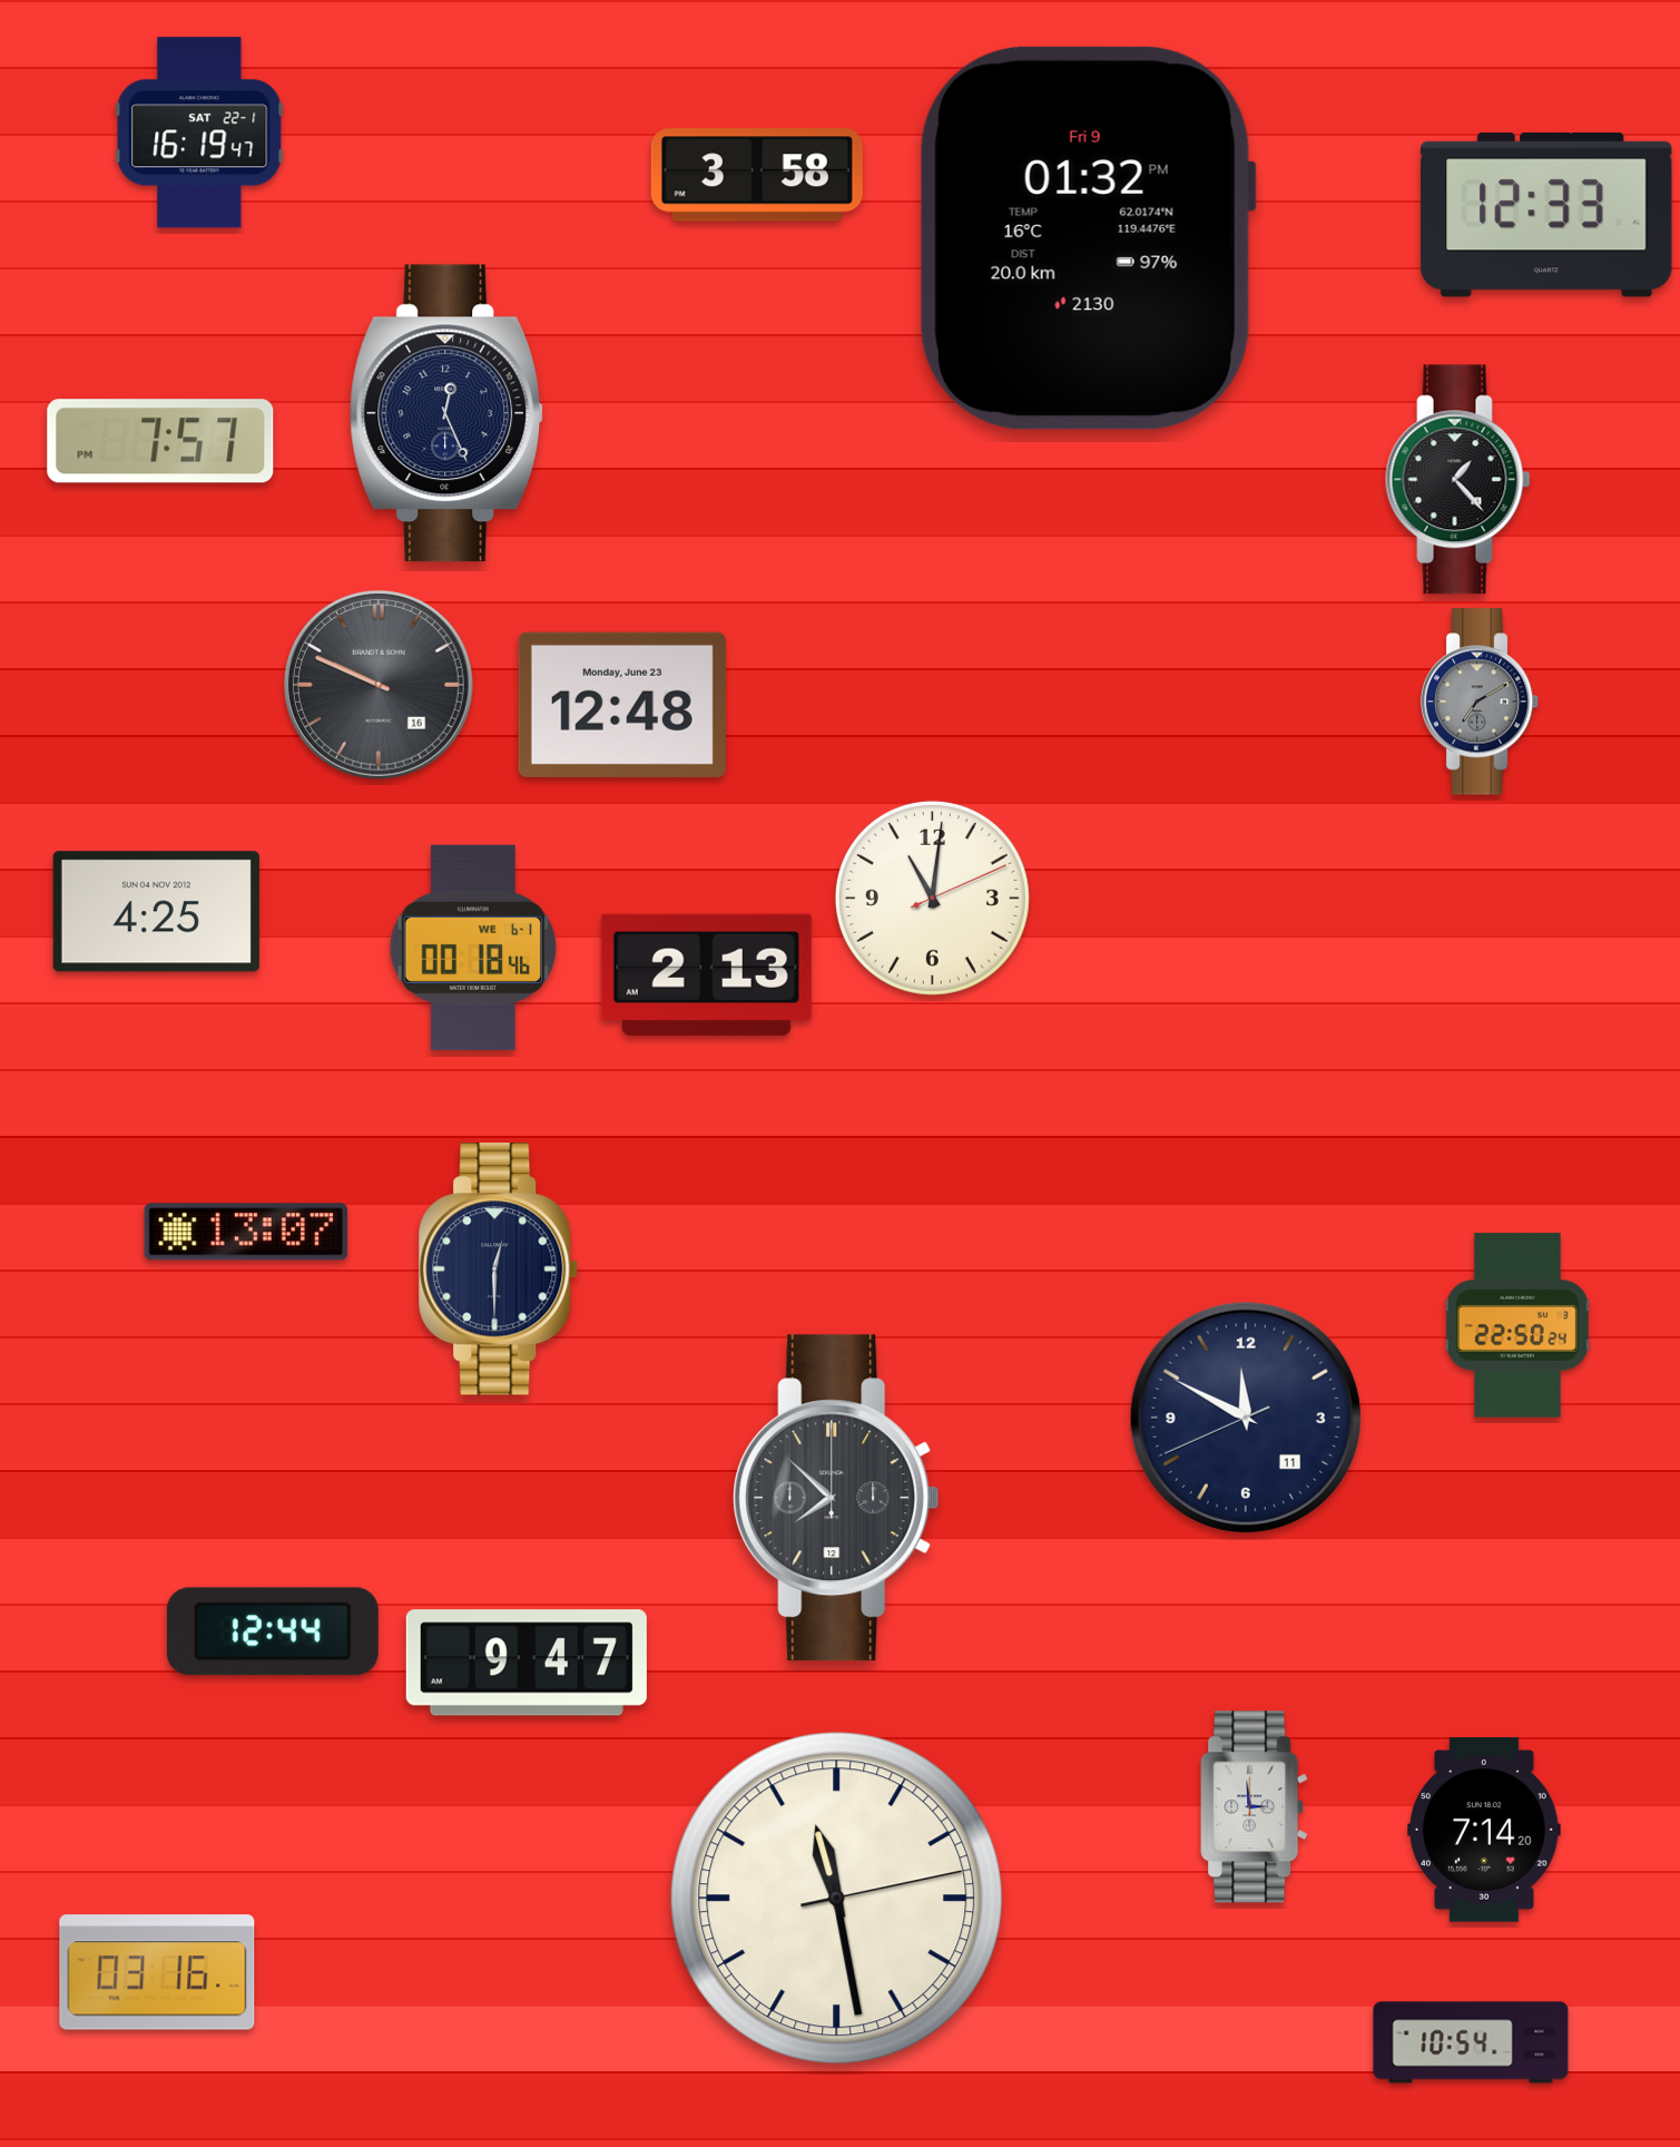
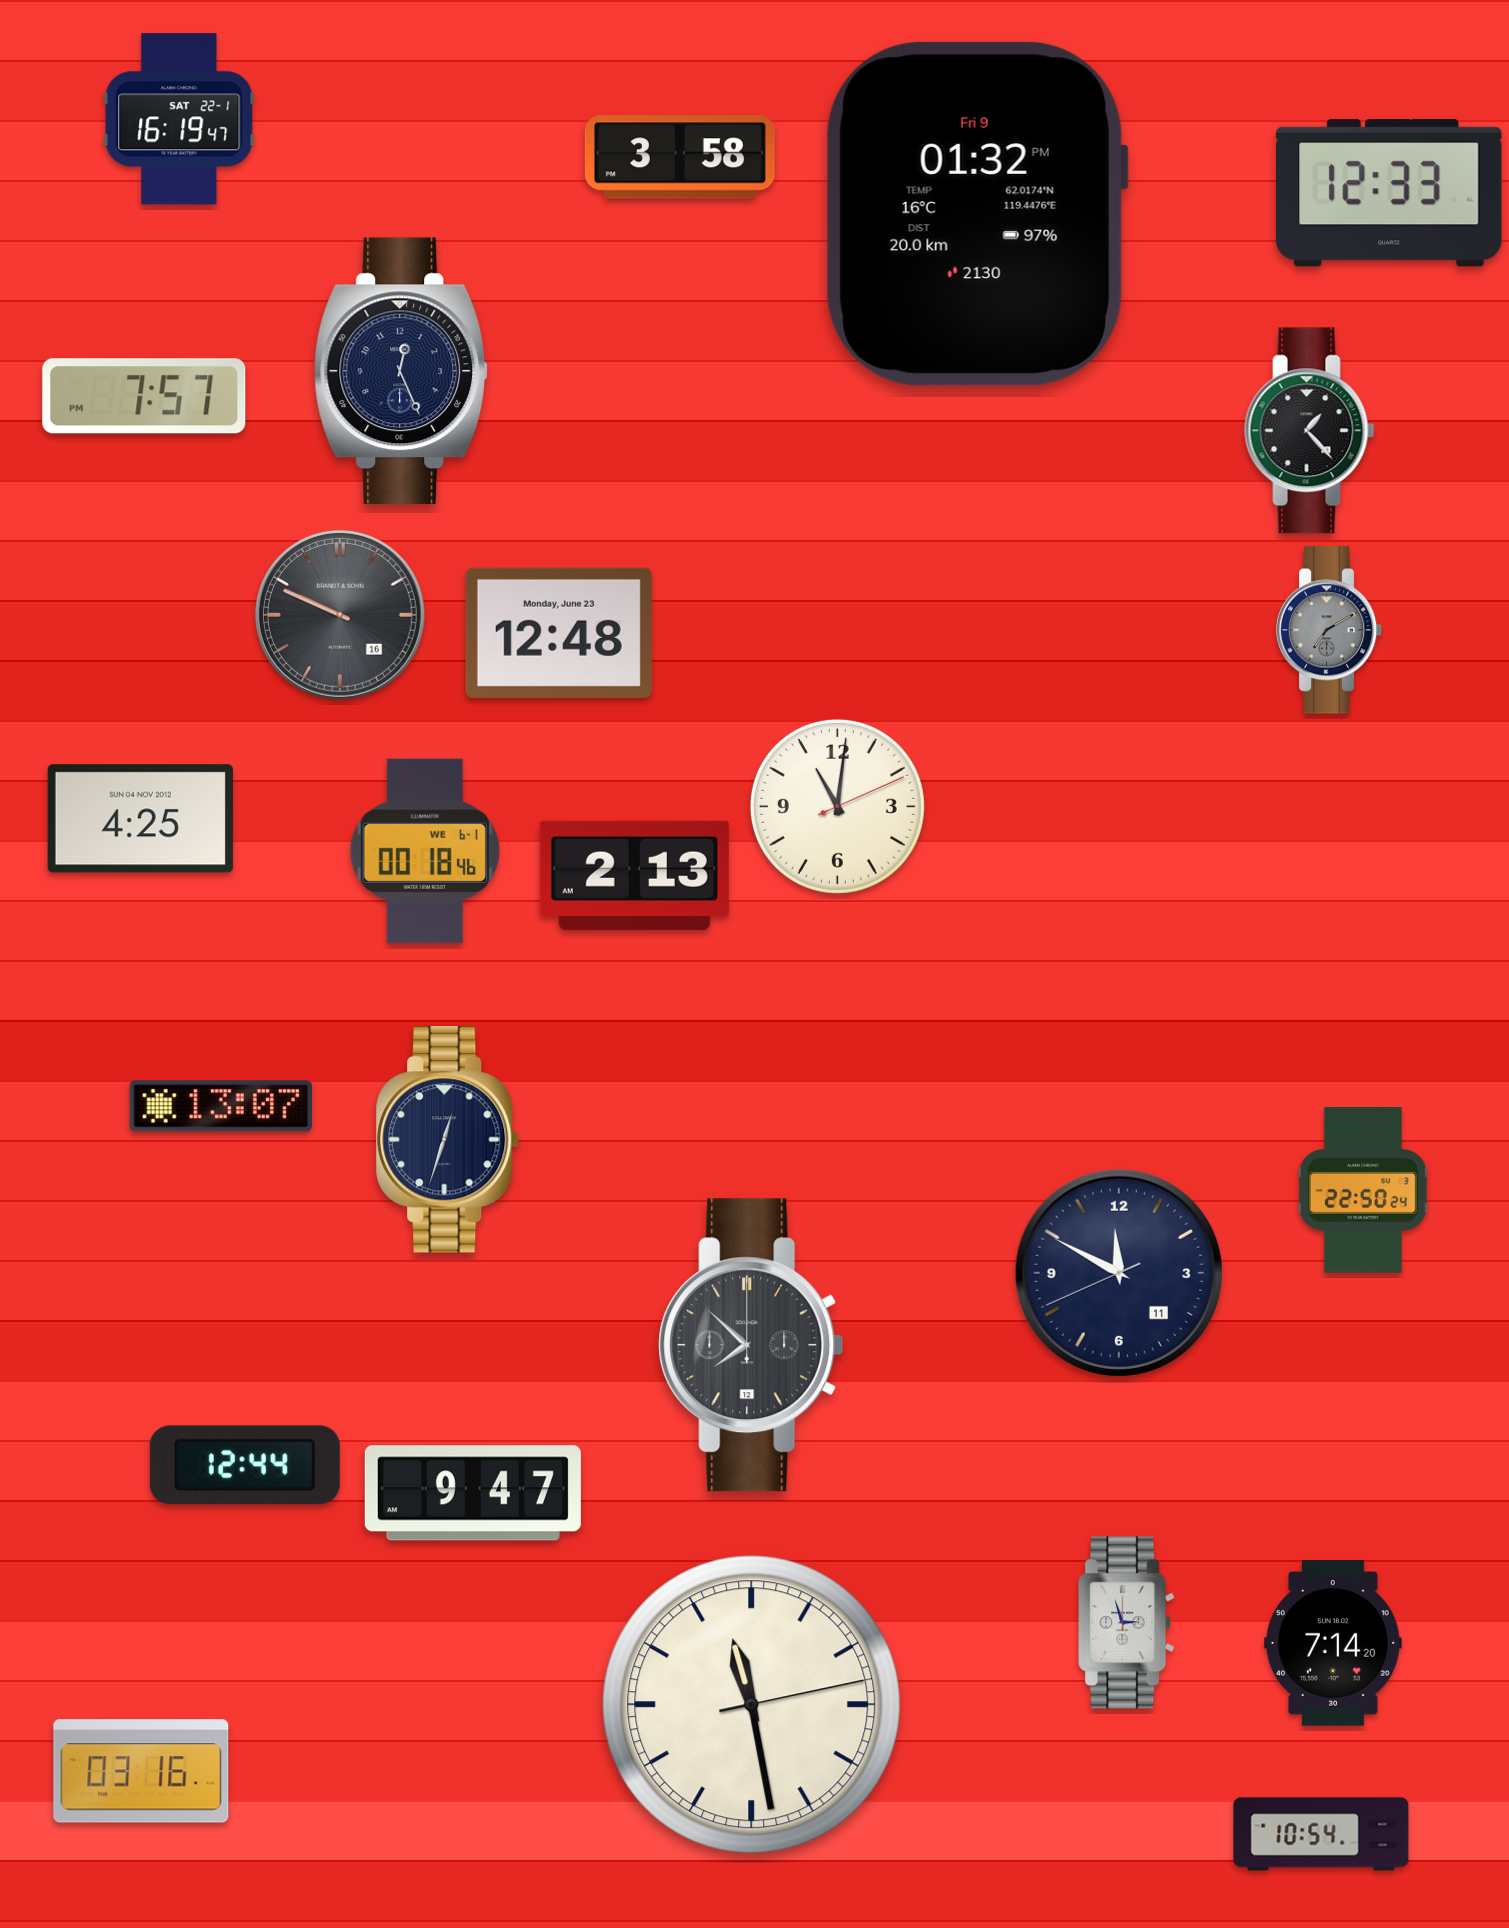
clock at (499, 1269): 12:30 -> 12:33
clock at (1255, 1807): 2:59 -> 2:57
